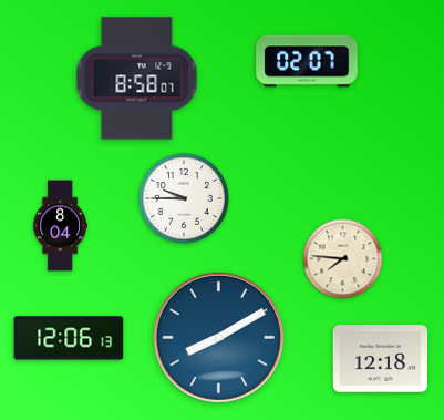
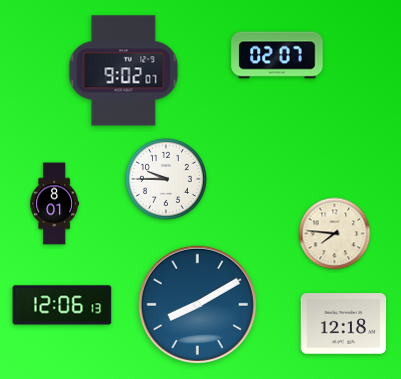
clock at (137, 79): 8:58 -> 9:02
clock at (60, 226): 8:04 -> 8:01
clock at (343, 259) position: (343, 259) -> (335, 234)
